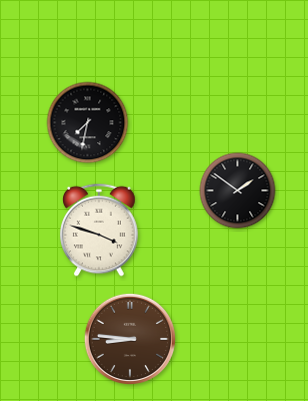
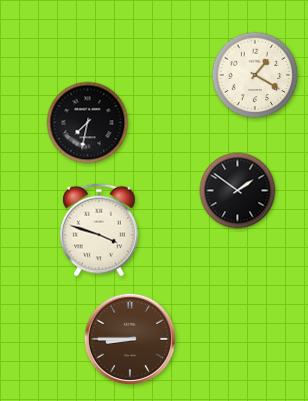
clock at (255, 75): none -> 1:20
clock at (129, 338): 8:46 -> 8:45
